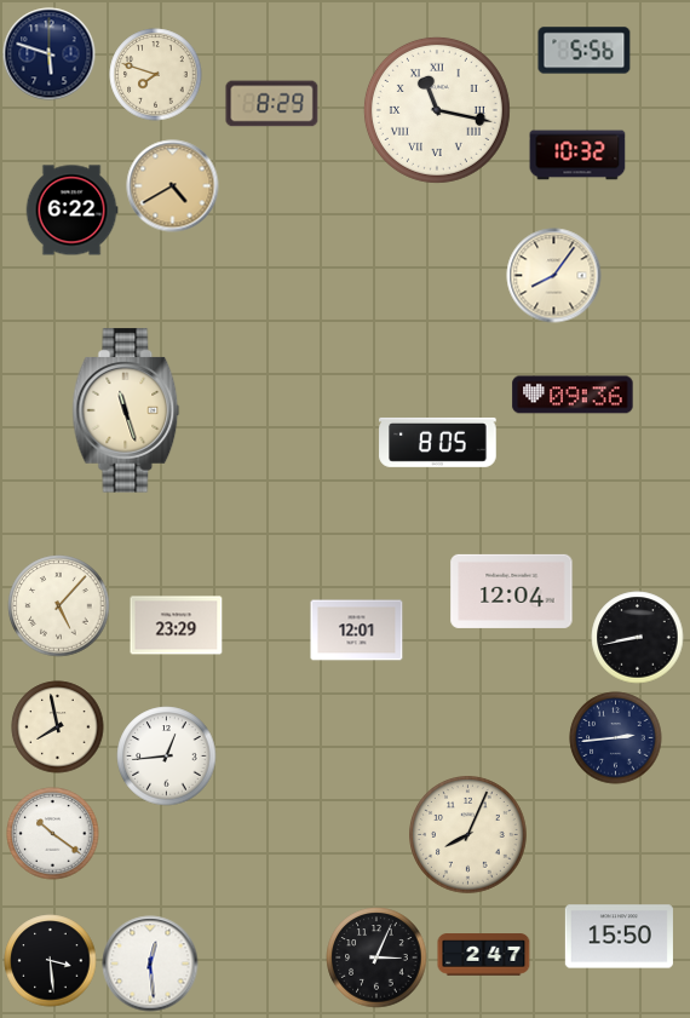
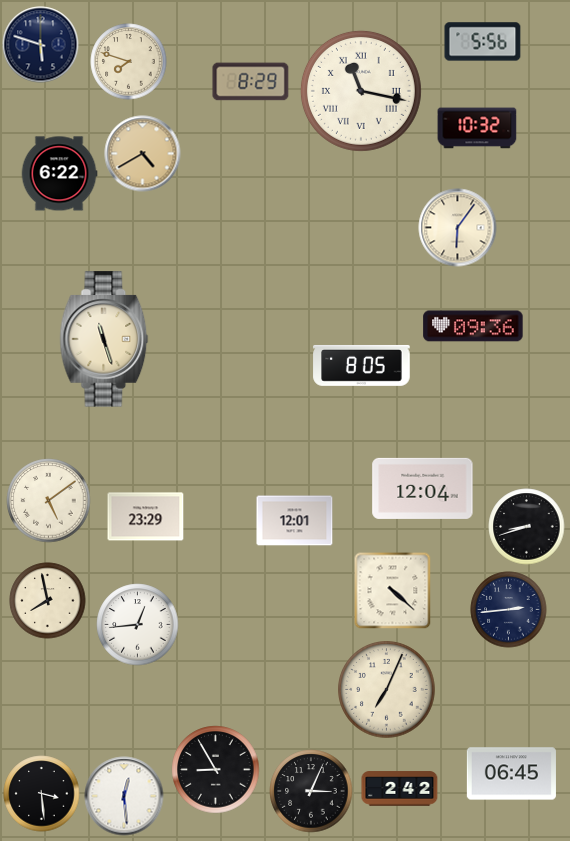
clock at (272, 104) position: (272, 104) -> (251, 82)
clock at (554, 276): 8:06 -> 6:06
clock at (59, 606): 5:07 -> 5:09
clock at (638, 638): 8:43 -> 8:42
clock at (392, 590): none -> 4:22
clock at (53, 834): 10:21 -> none
clock at (468, 835): 8:04 -> 7:04
clock at (216, 770): none -> 8:55
clock at (619, 937): 15:50 -> 06:45
clock at (484, 955): 2:47 -> 2:42
